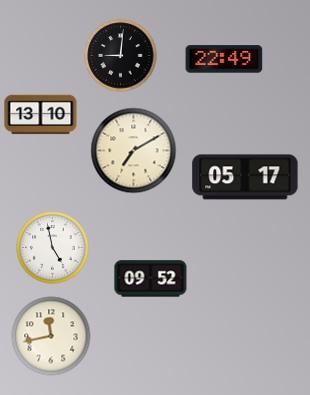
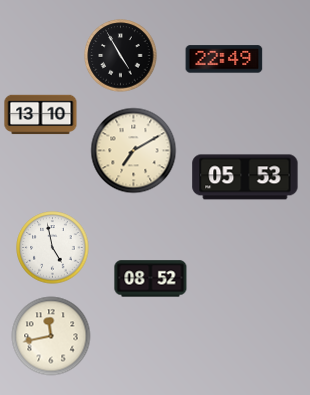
clock at (121, 56): 9:01 -> 4:55
clock at (245, 177): 05:17 -> 05:53
clock at (151, 279): 09:52 -> 08:52
